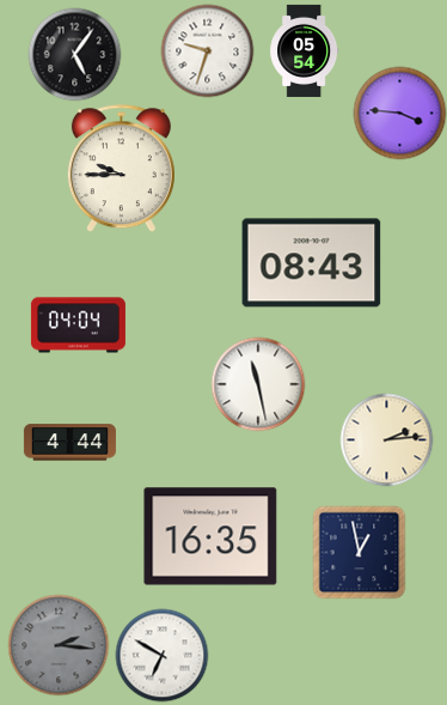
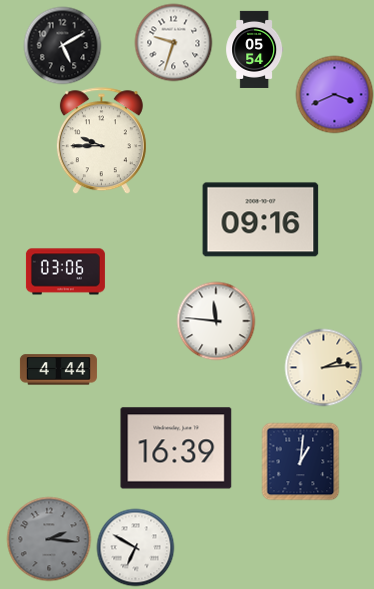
clock at (305, 50) position: (305, 50) -> (255, 49)
clock at (74, 54): 5:06 -> 5:10
clock at (399, 113): 3:46 -> 3:41
clock at (312, 263): 08:43 -> 09:16
clock at (78, 326): 04:04 -> 03:06
clock at (258, 384): 11:28 -> 11:46
clock at (210, 536): 16:35 -> 16:39
clock at (359, 552): 12:58 -> 1:01
